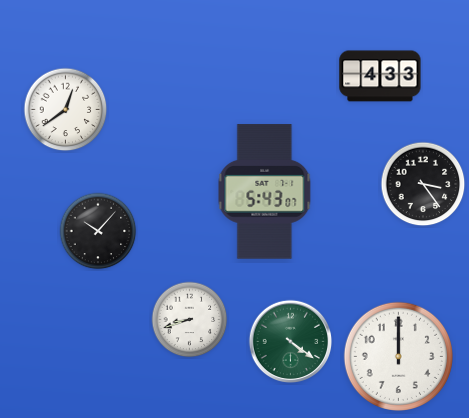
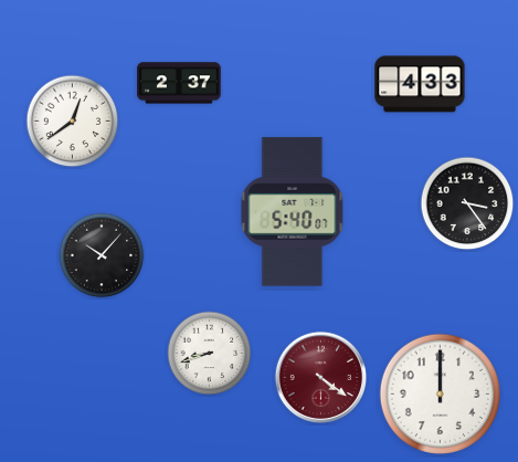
clock at (179, 83): none -> 2:37
clock at (265, 192): 5:43 -> 5:40
clock at (98, 231) position: (98, 231) -> (102, 255)
clock at (291, 342) dial: green -> burgundy
